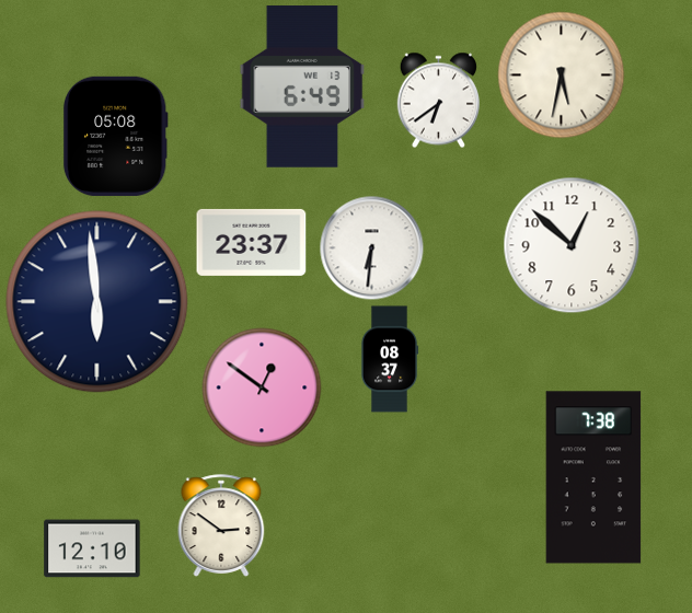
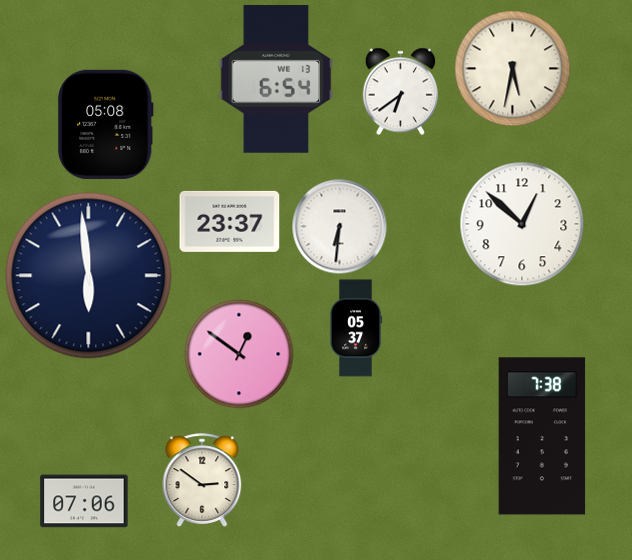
clock at (302, 88): 6:49 -> 6:54
clock at (390, 359): 08:37 -> 05:37
clock at (92, 548): 12:10 -> 07:06
